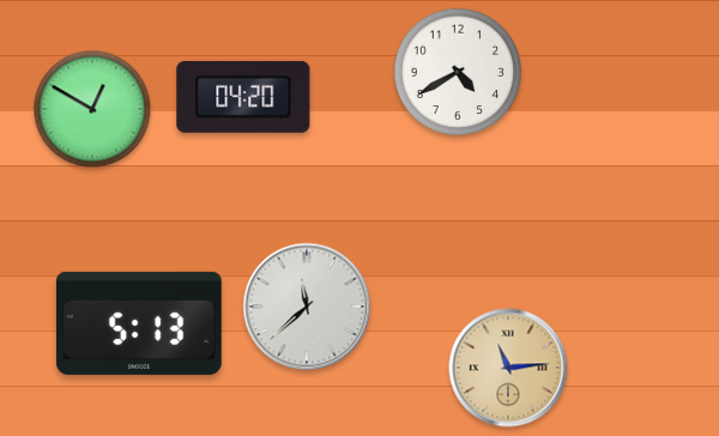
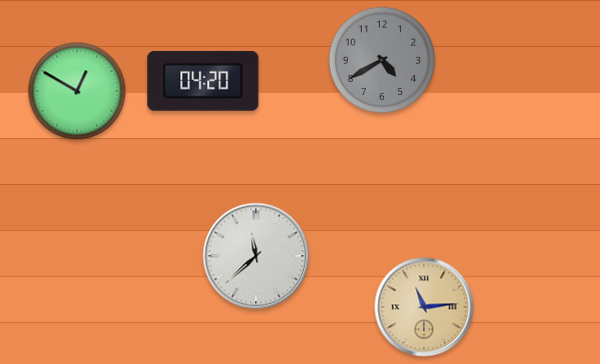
clock at (458, 72) dial: white -> grey
clock at (139, 323): 5:13 -> none
